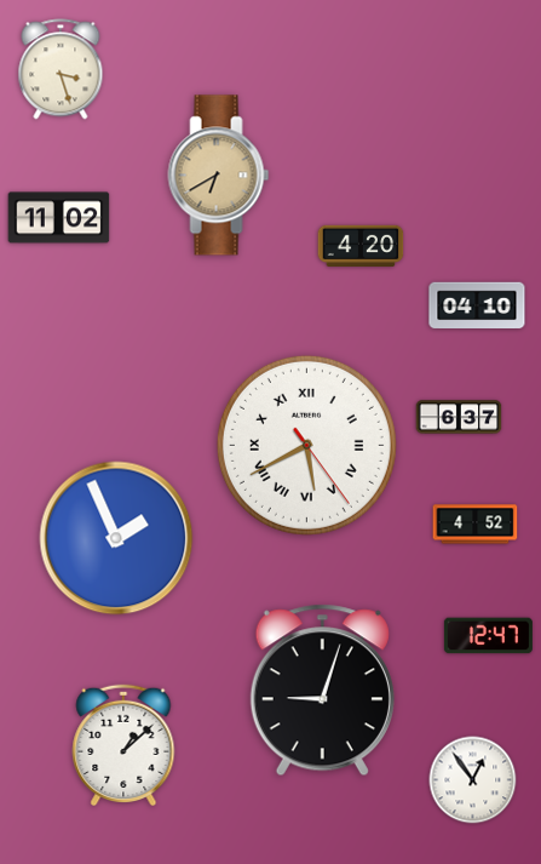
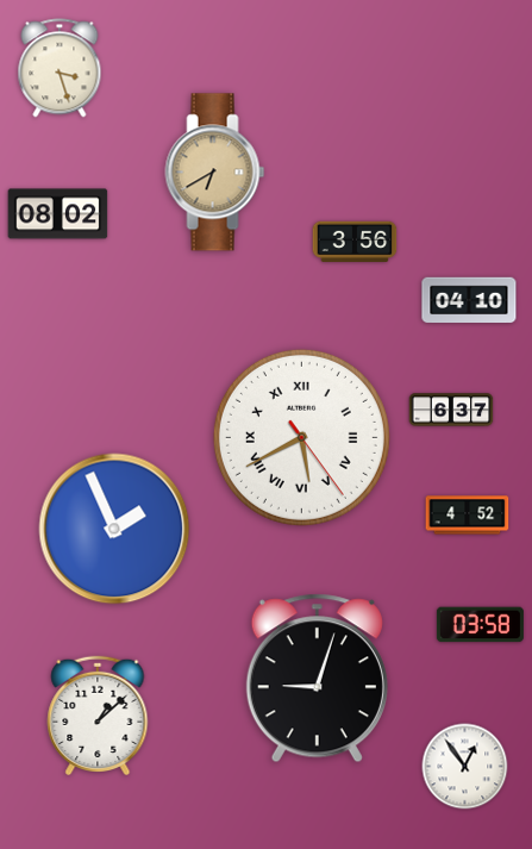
clock at (59, 218): 11:02 -> 08:02
clock at (361, 246): 4:20 -> 3:56
clock at (488, 636): 12:47 -> 03:58
clock at (123, 744) position: (123, 744) -> (98, 714)
